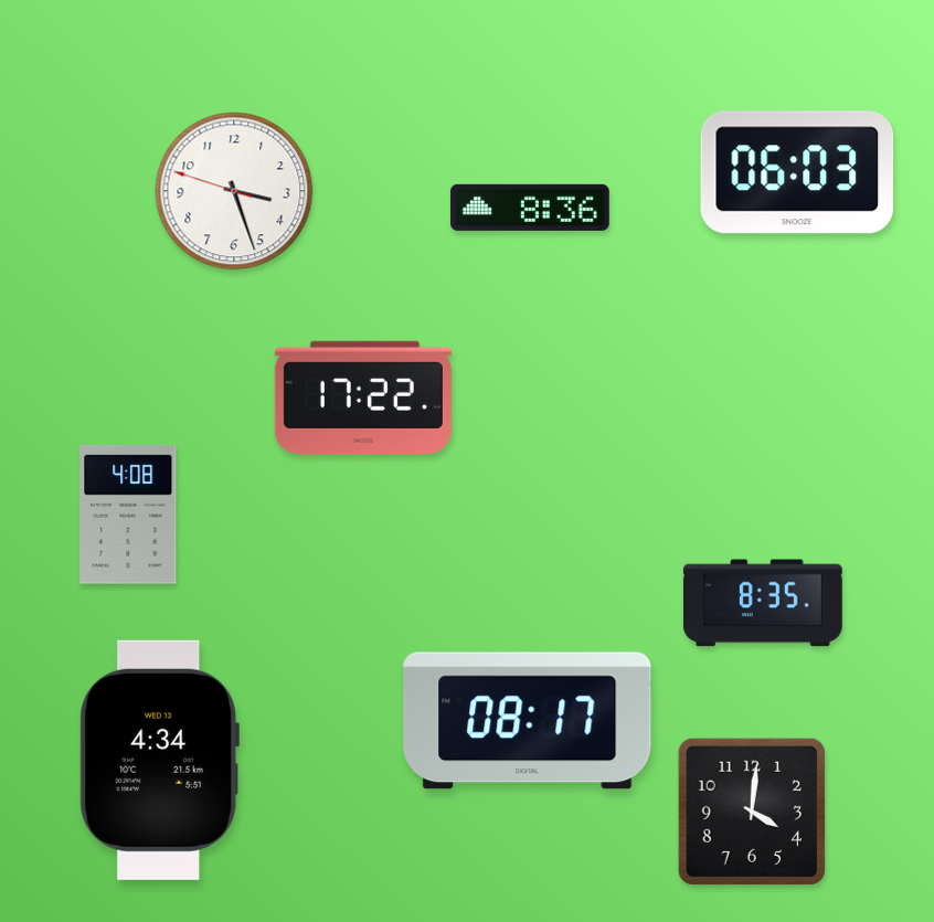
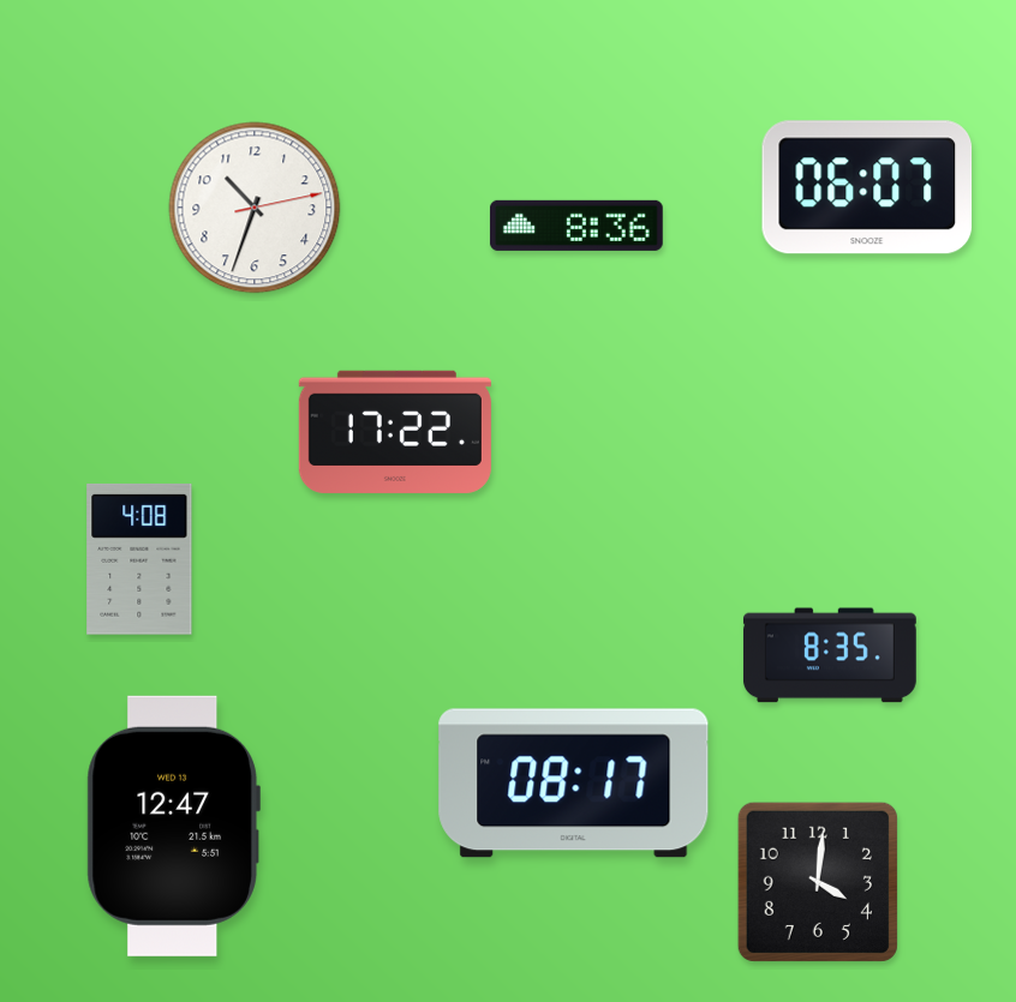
clock at (797, 172): 06:03 -> 06:07
clock at (234, 191): 3:26 -> 10:33
clock at (159, 760): 4:34 -> 12:47
